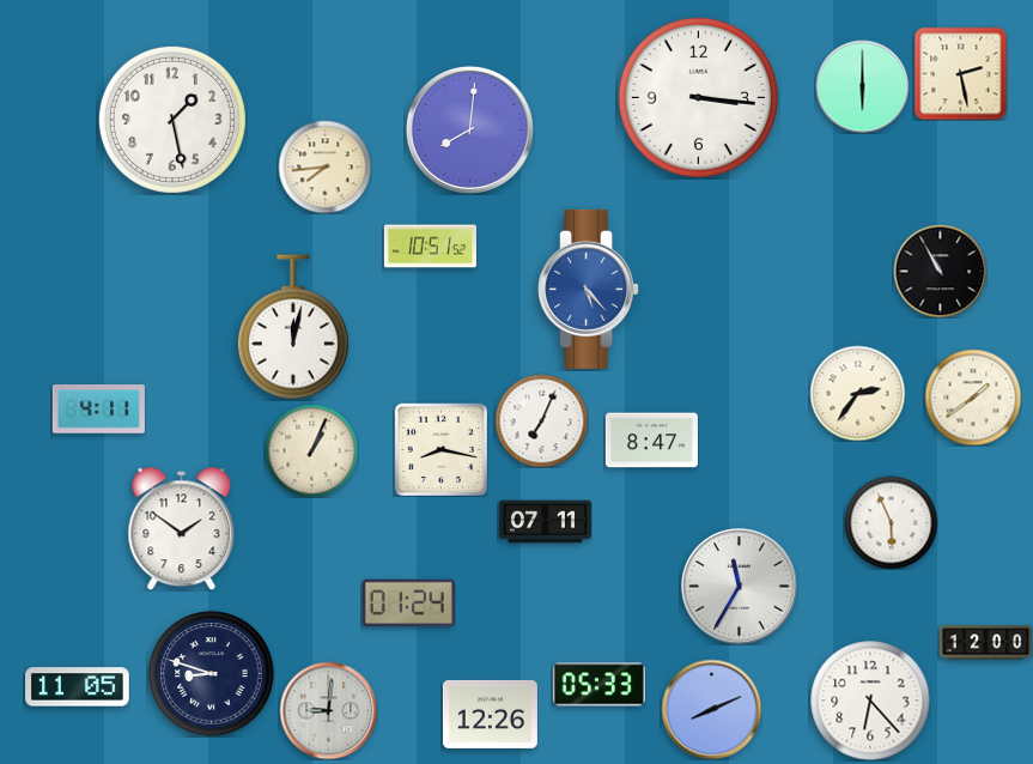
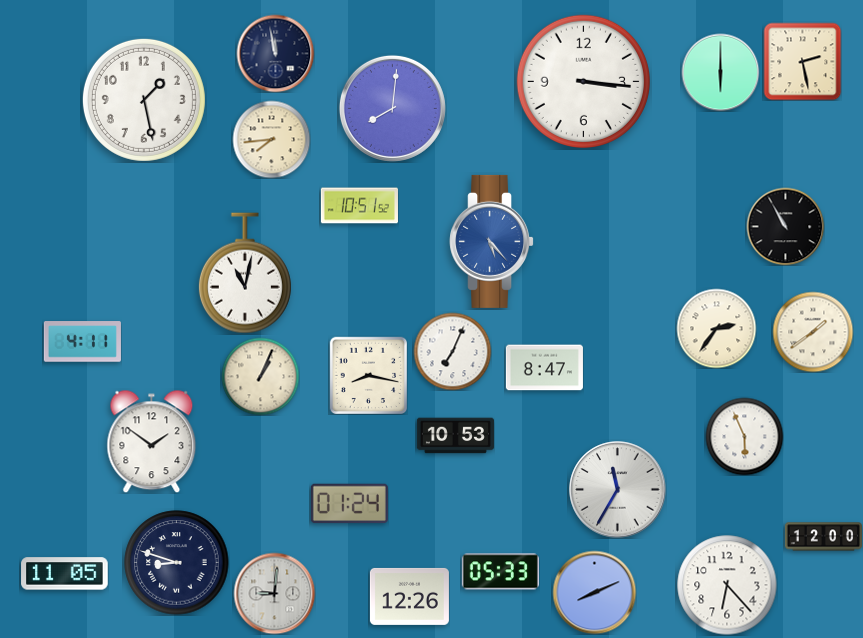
clock at (275, 53): none -> 11:58
clock at (293, 327): 12:02 -> 11:02
clock at (545, 522): 07:11 -> 10:53
clock at (408, 604) position: (408, 604) -> (349, 504)
